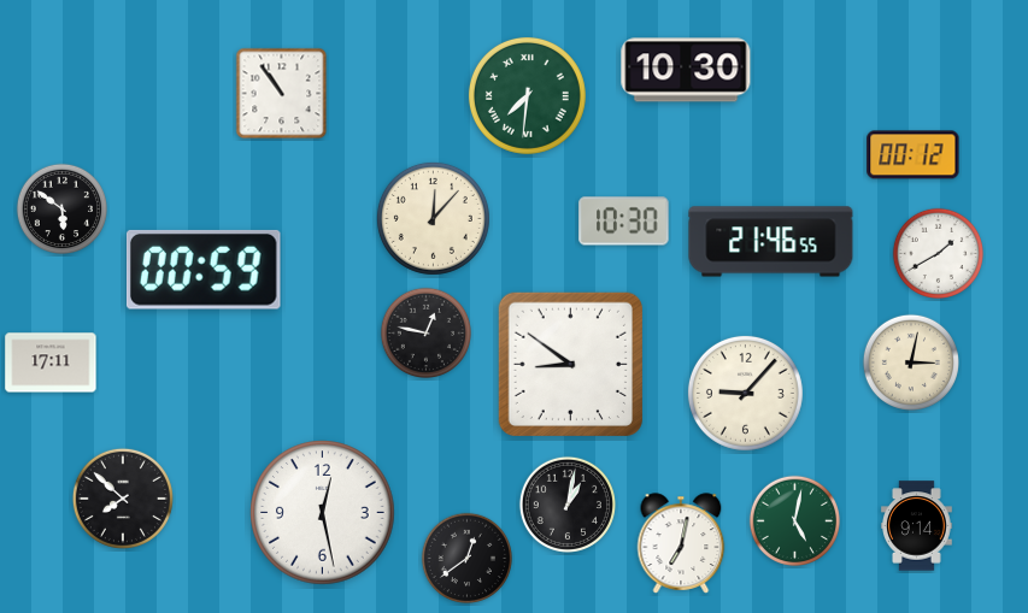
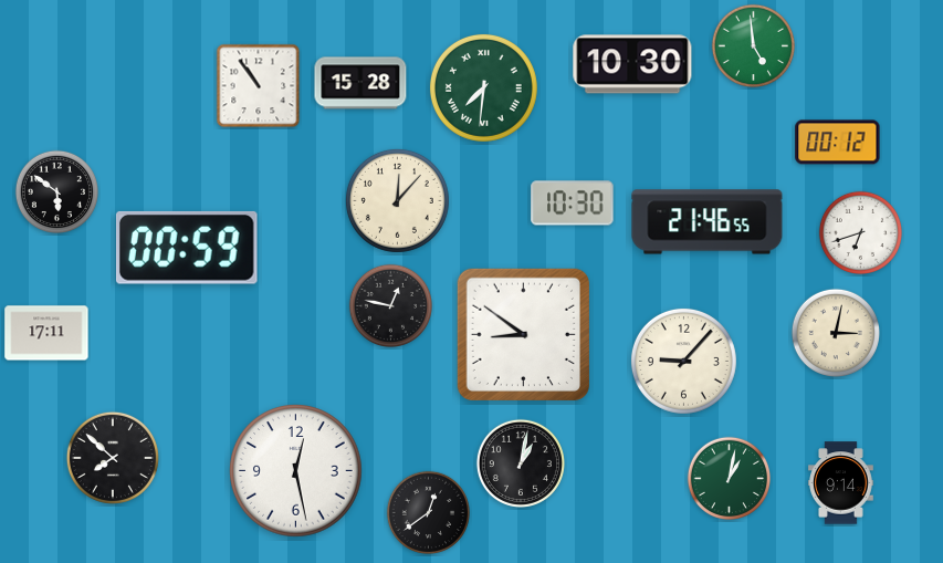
clock at (753, 45): none -> 4:59
clock at (686, 70) position: (686, 70) -> (632, 64)
clock at (360, 83): none -> 15:28
clock at (938, 253): 1:40 -> 6:42
clock at (794, 520): 5:02 -> 1:02
clock at (681, 543): 7:02 -> none
